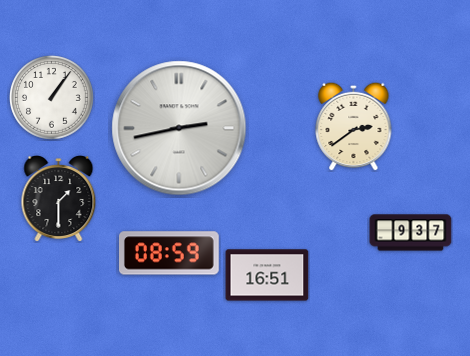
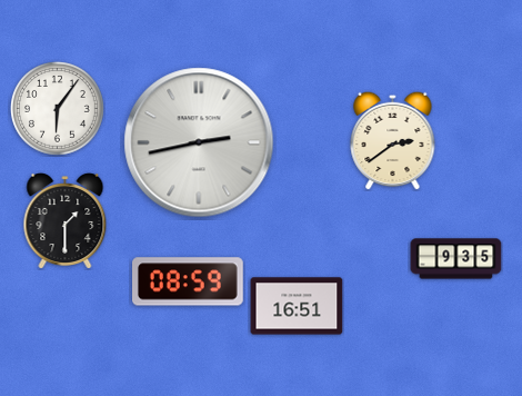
clock at (52, 98): 1:06 -> 6:06
clock at (411, 233): 9:37 -> 9:35
